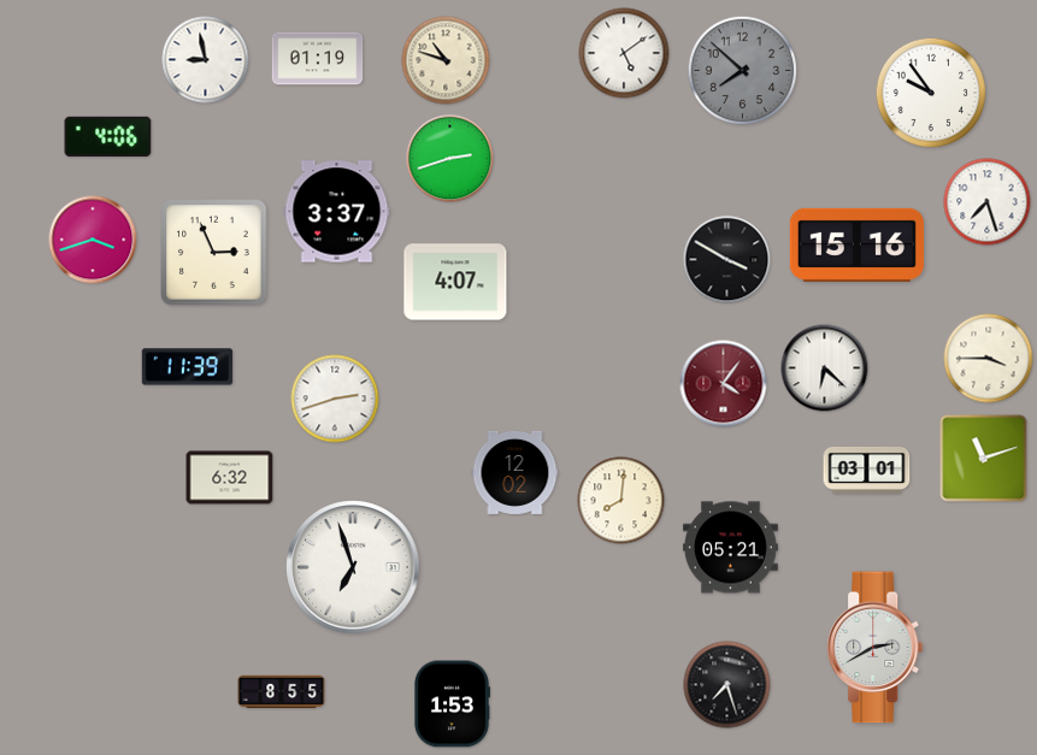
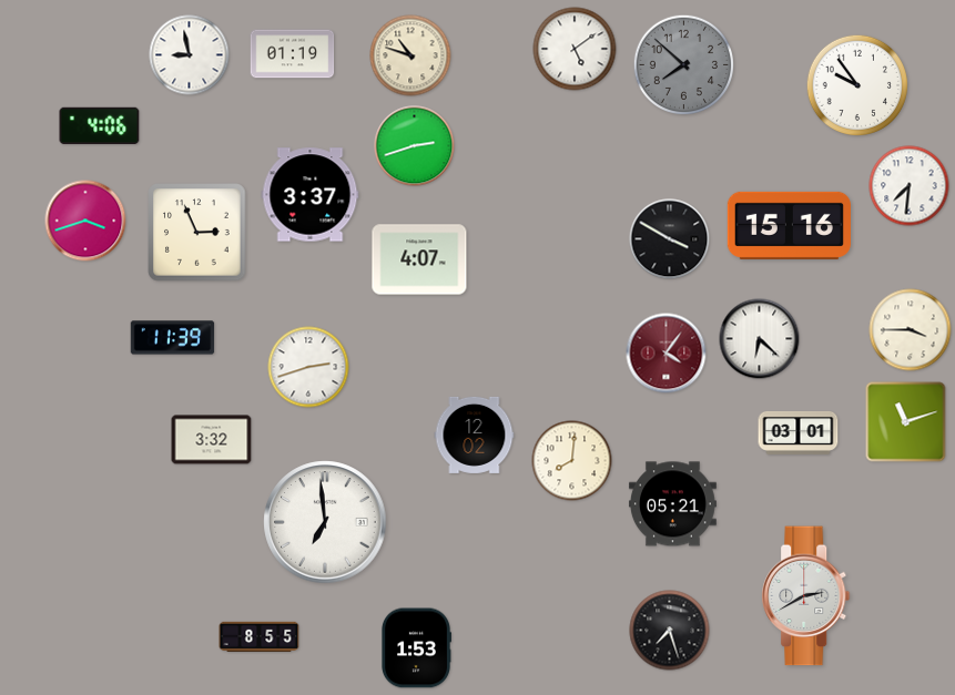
clock at (988, 202): 7:27 -> 7:31
clock at (230, 478): 6:32 -> 3:32
clock at (353, 567): 6:57 -> 6:59
